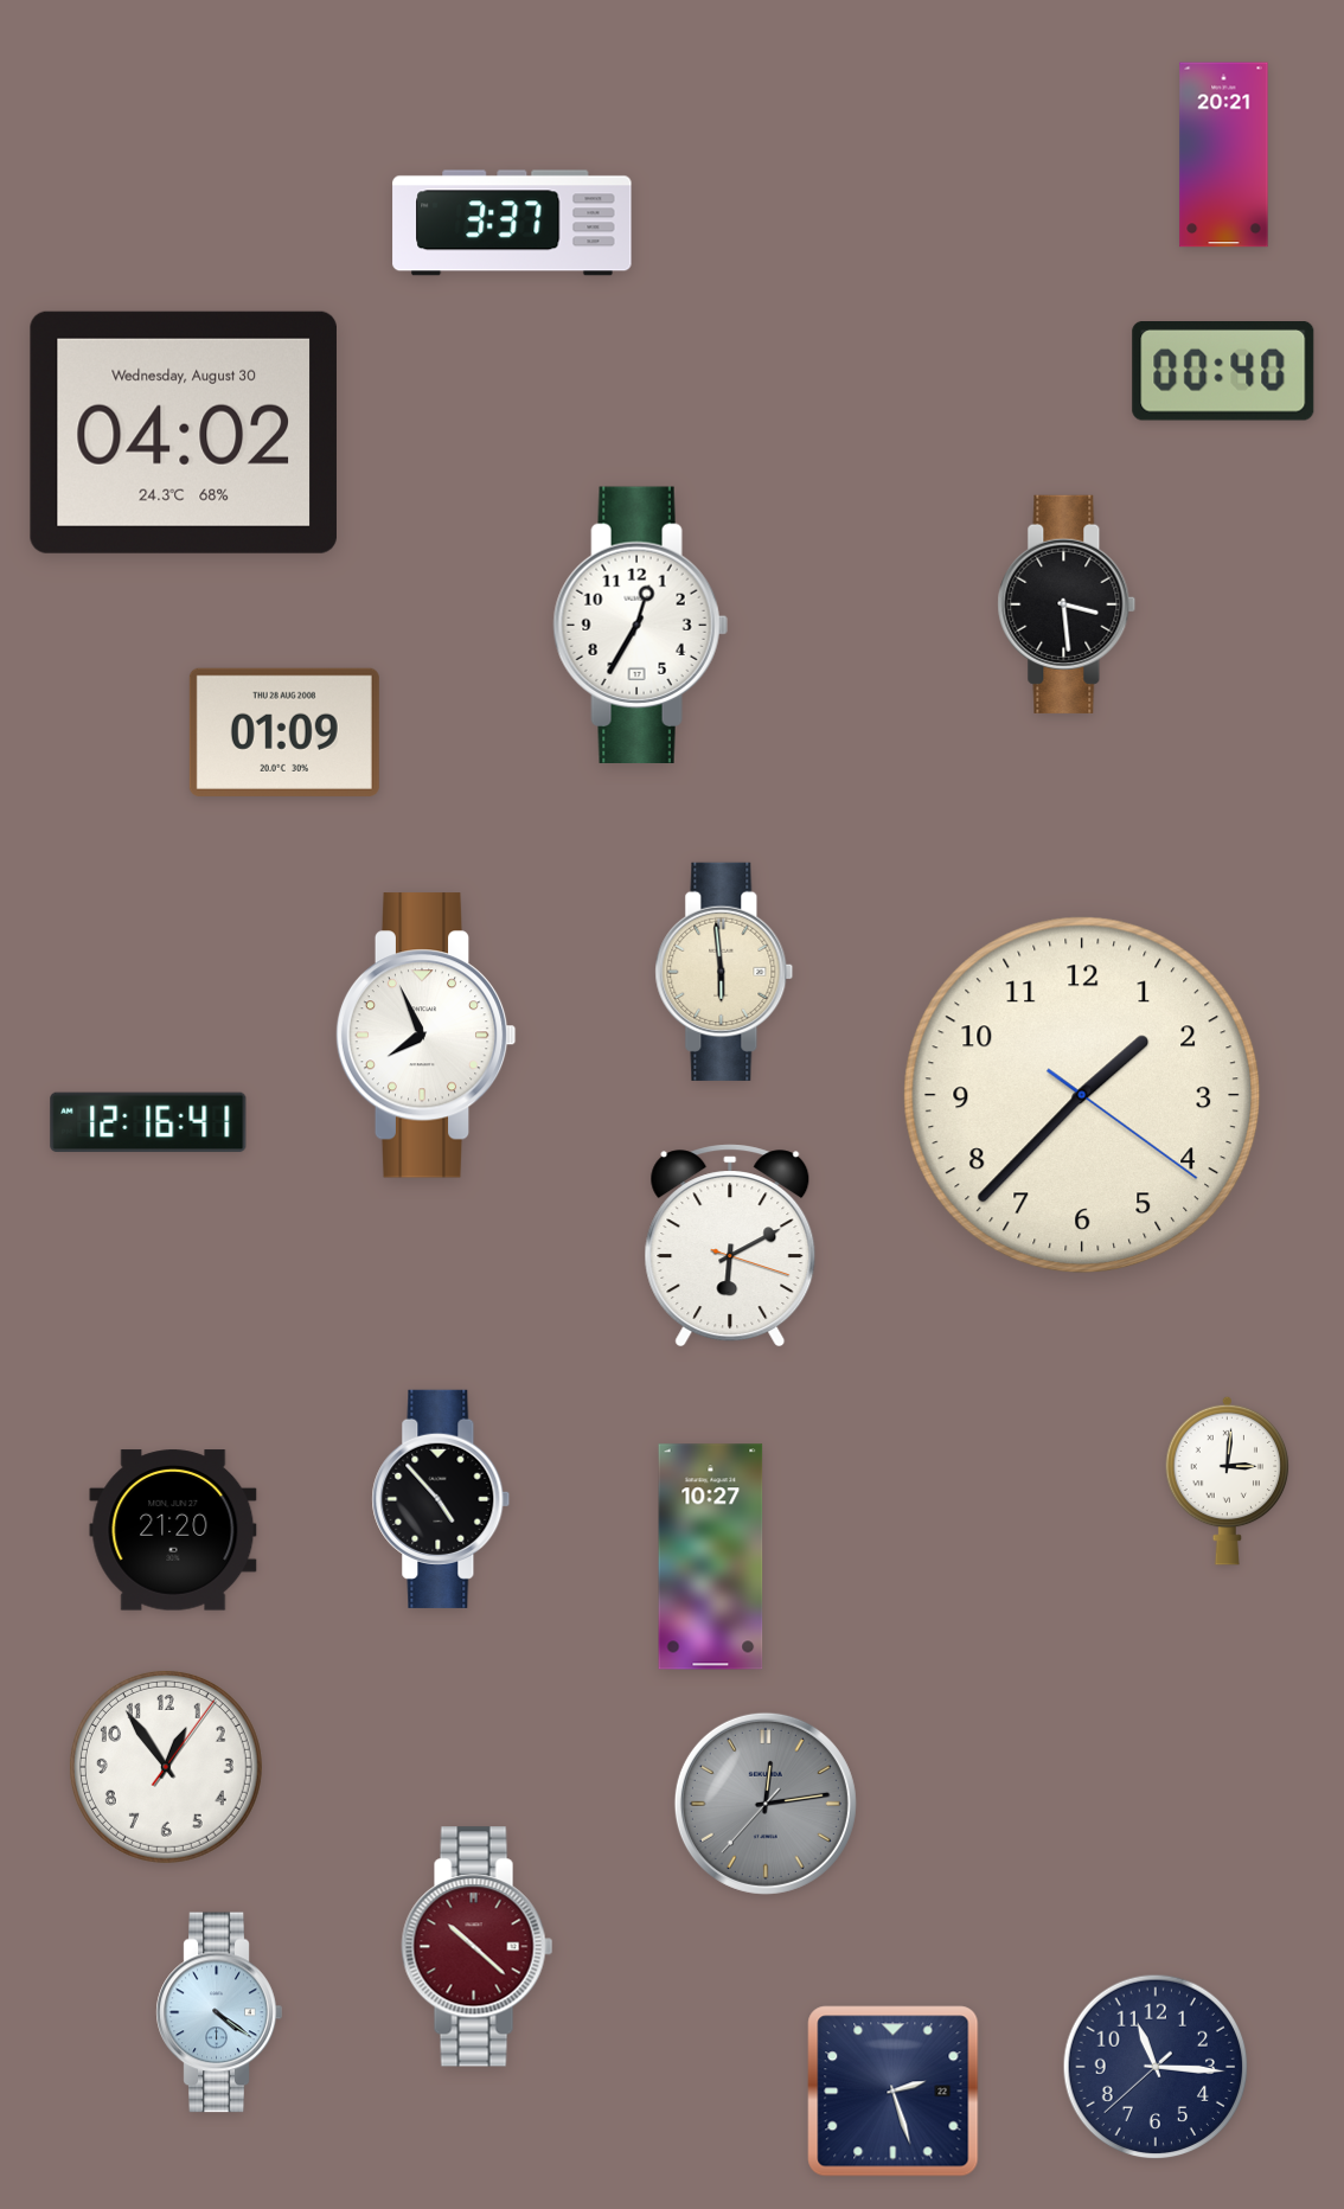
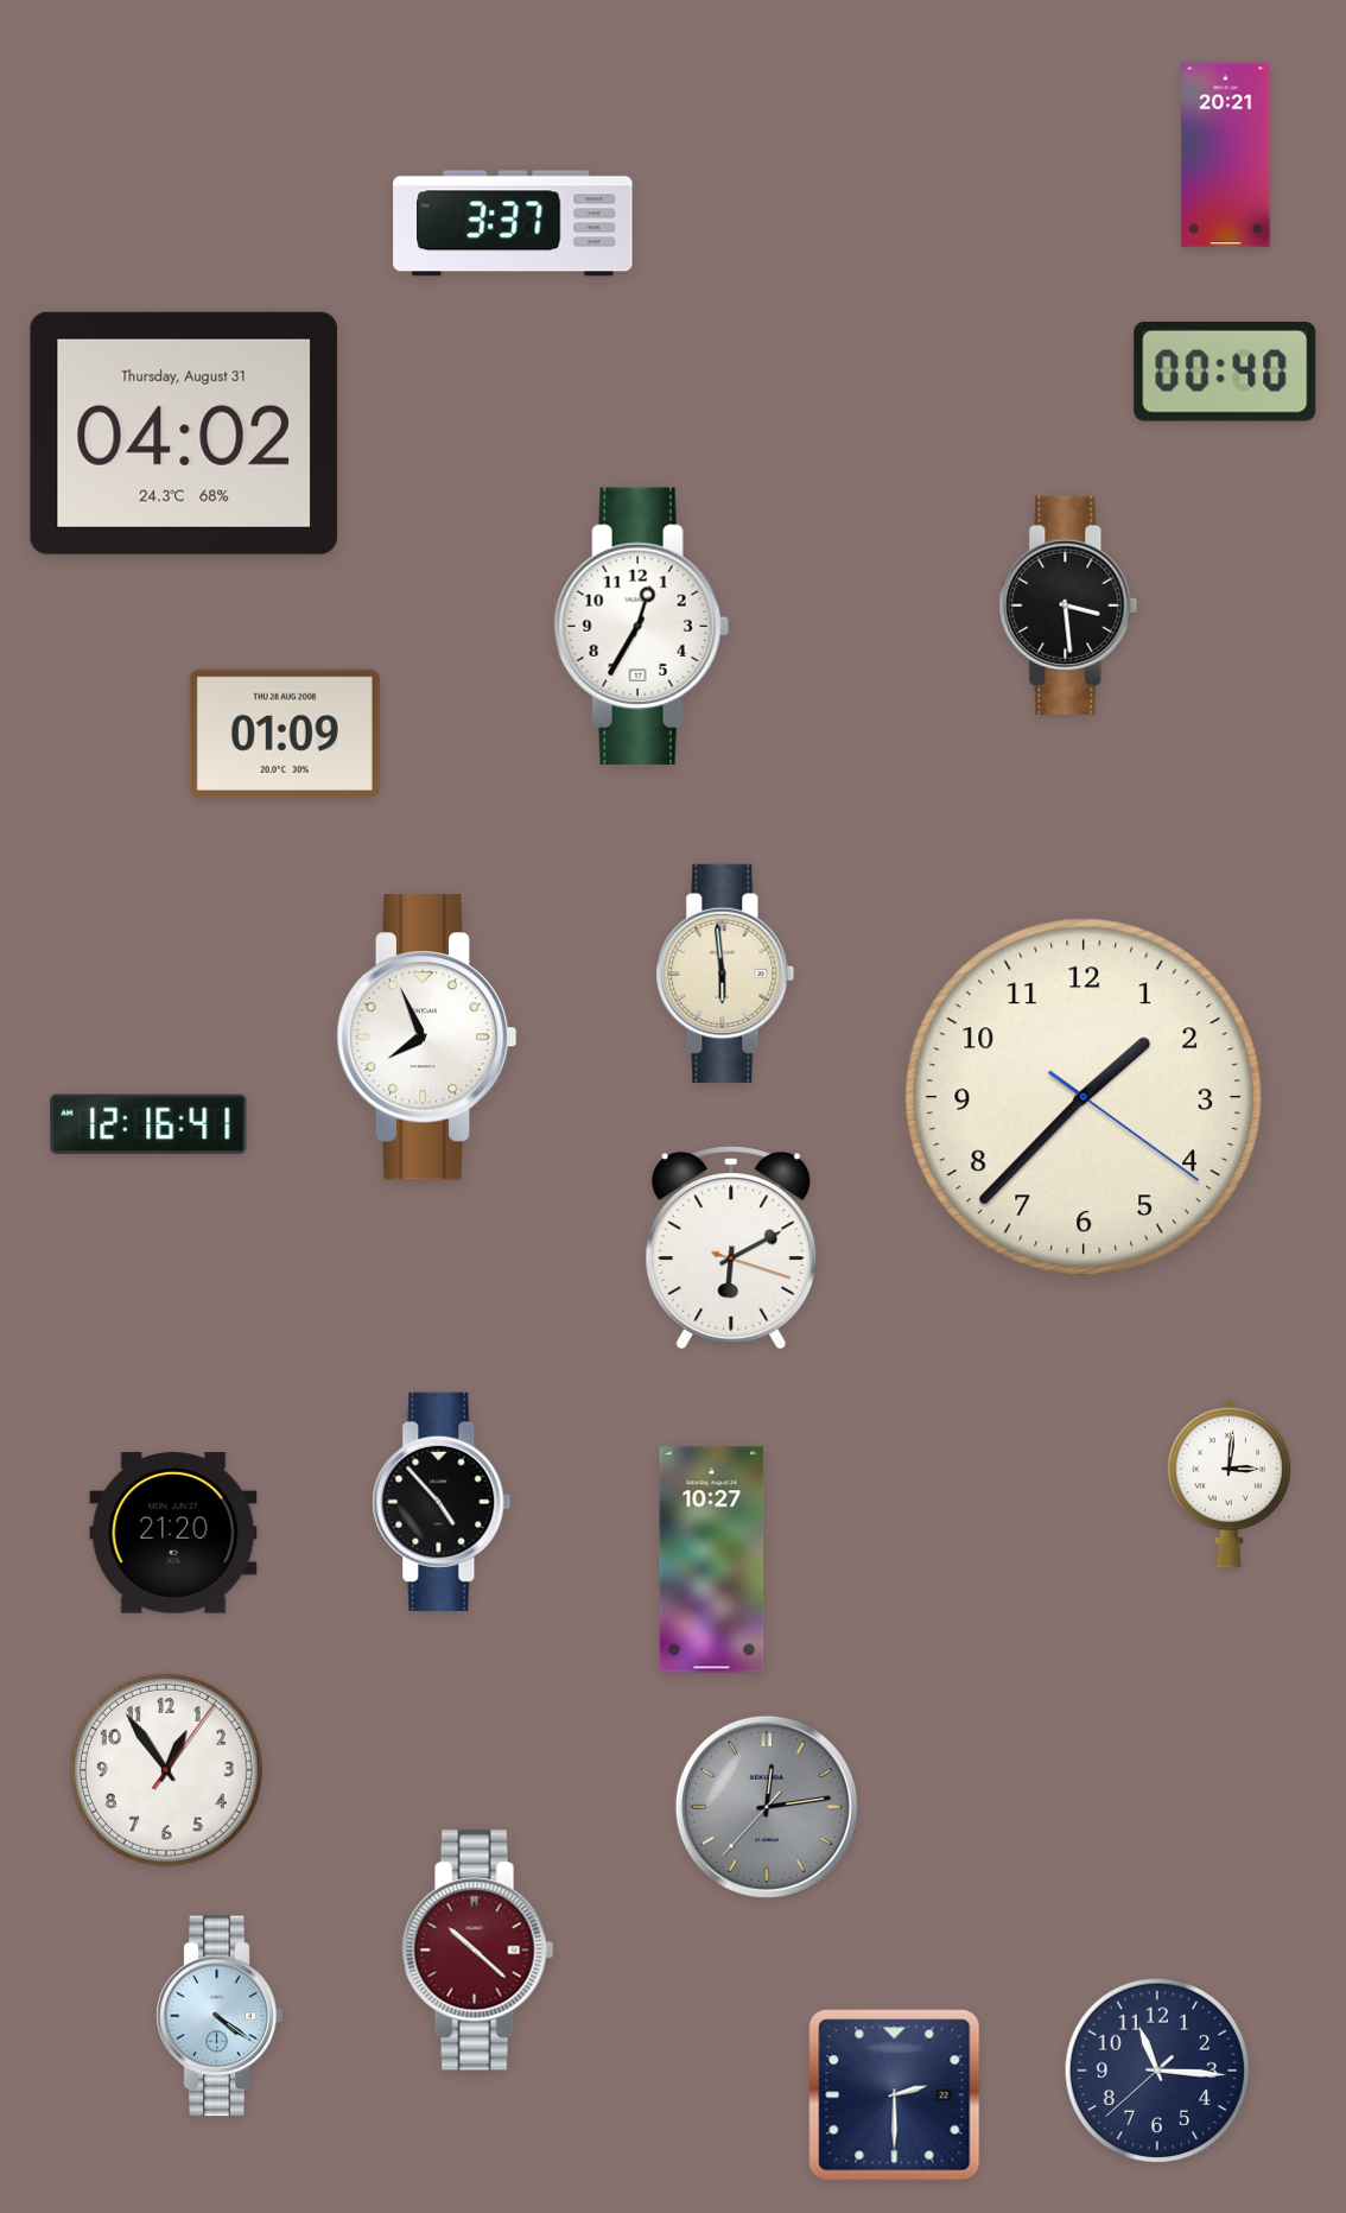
clock at (184, 433) date: Wednesday, August 30 -> Thursday, August 31
clock at (894, 2092): 2:27 -> 2:30
